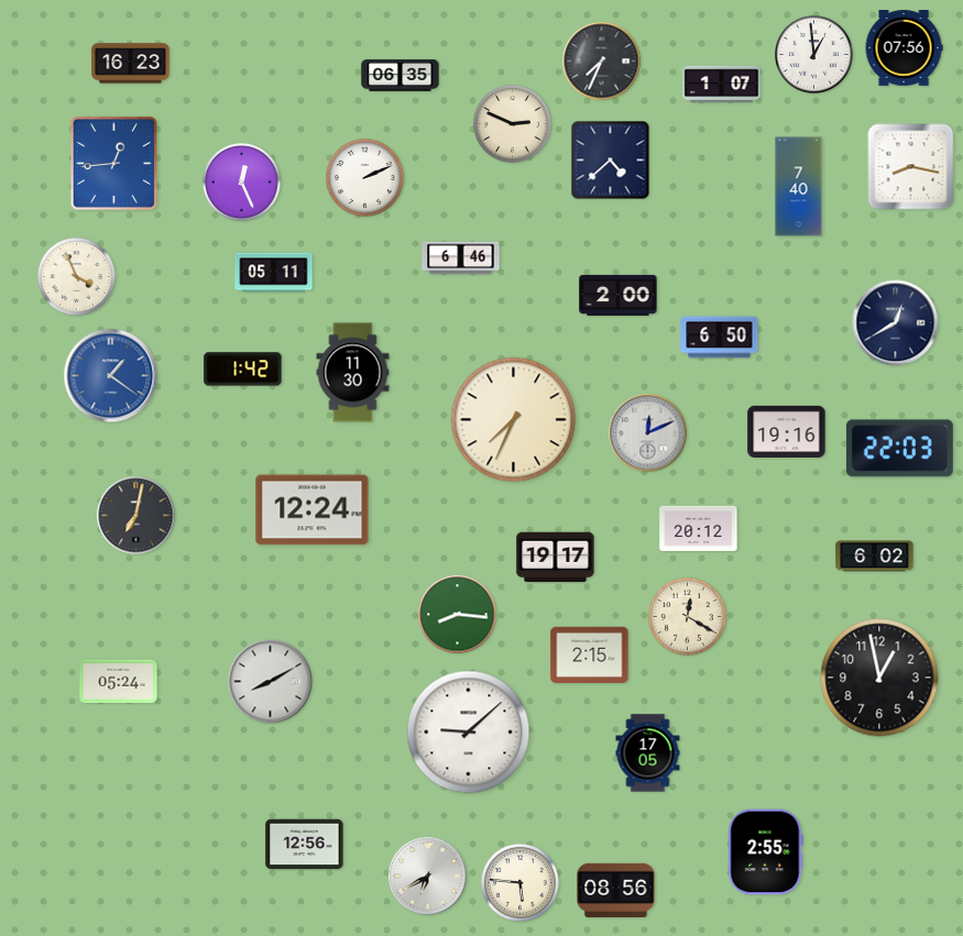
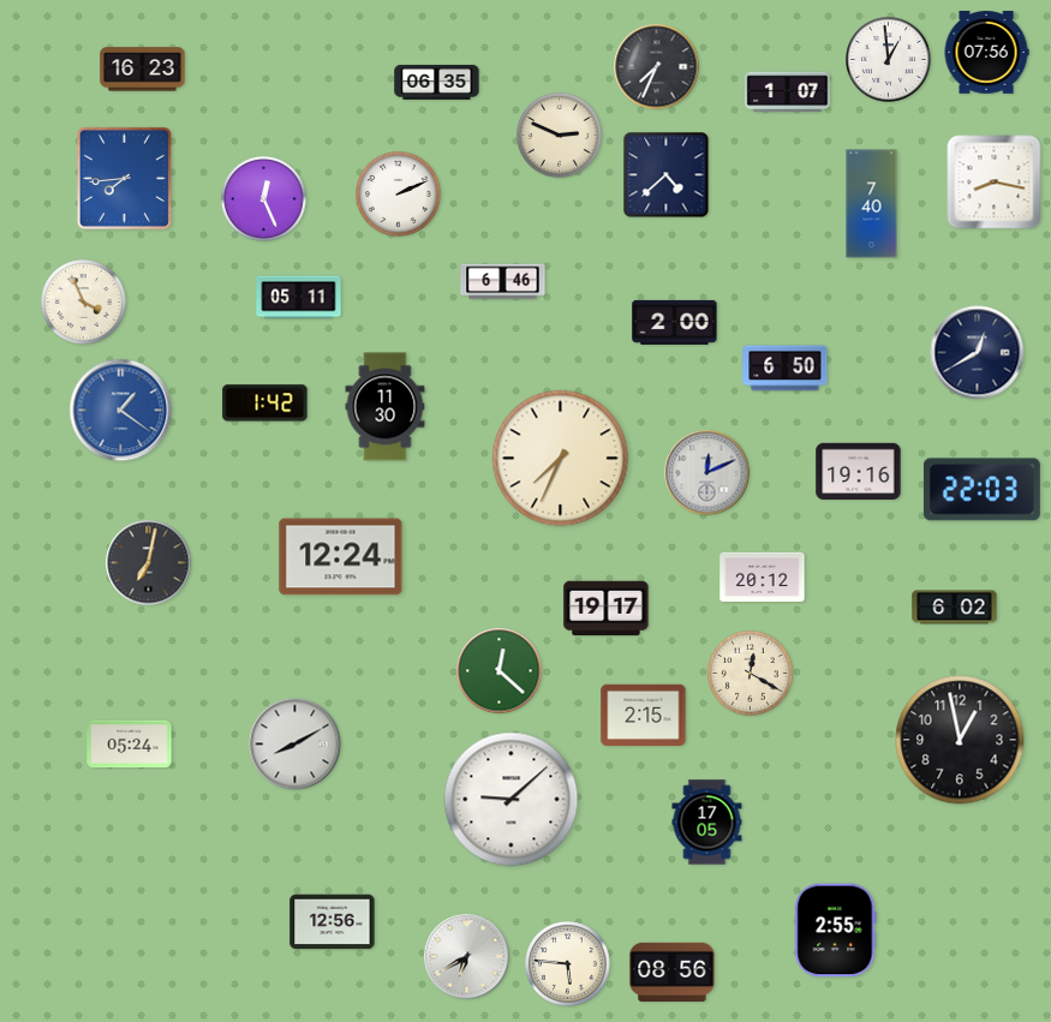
clock at (113, 163): 12:44 -> 7:44
clock at (458, 615): 8:16 -> 12:22
